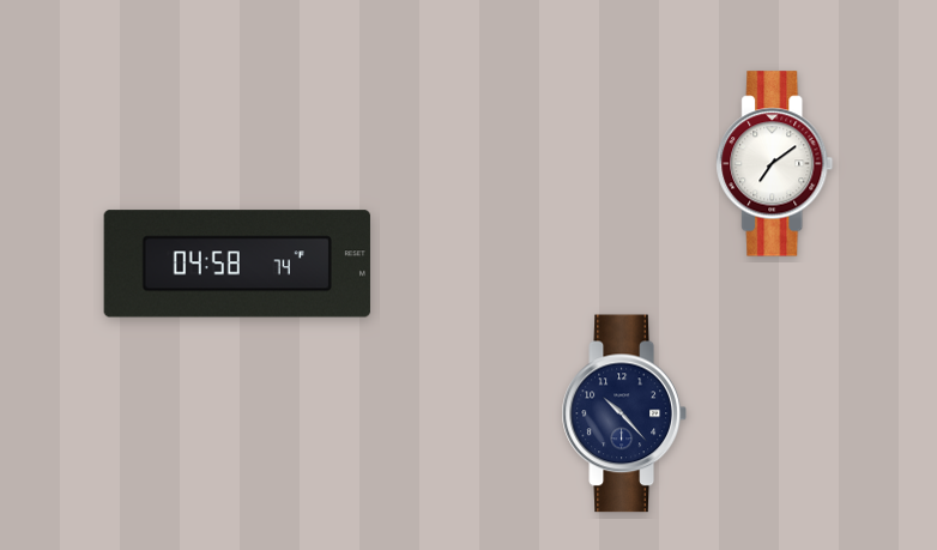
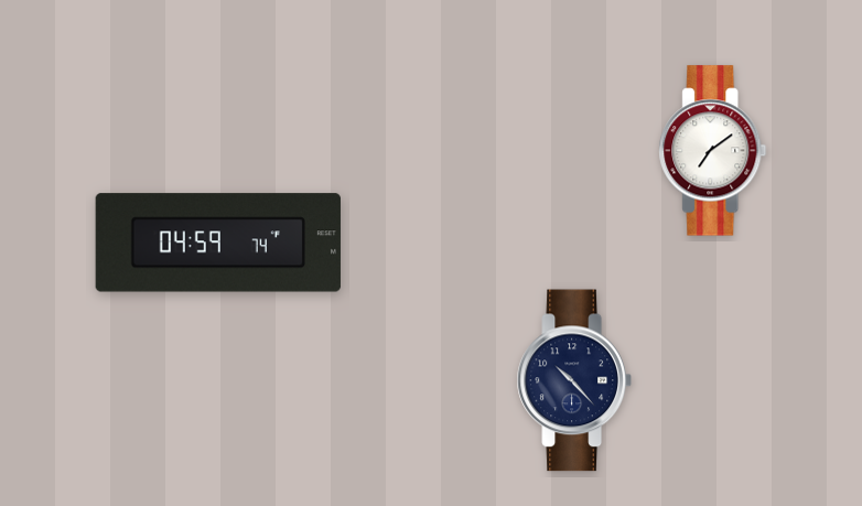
clock at (237, 264): 04:58 -> 04:59
